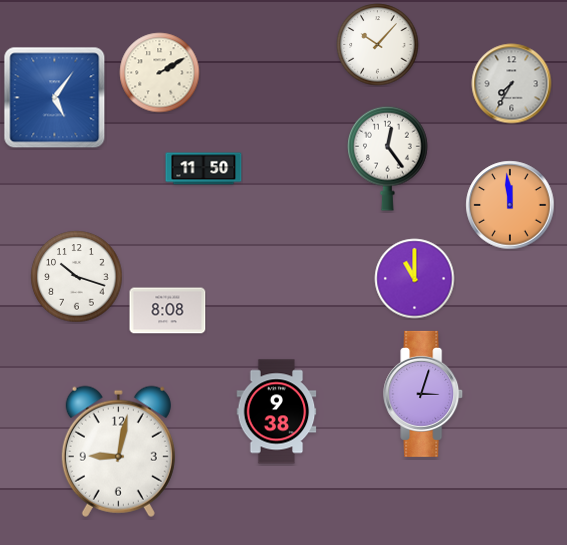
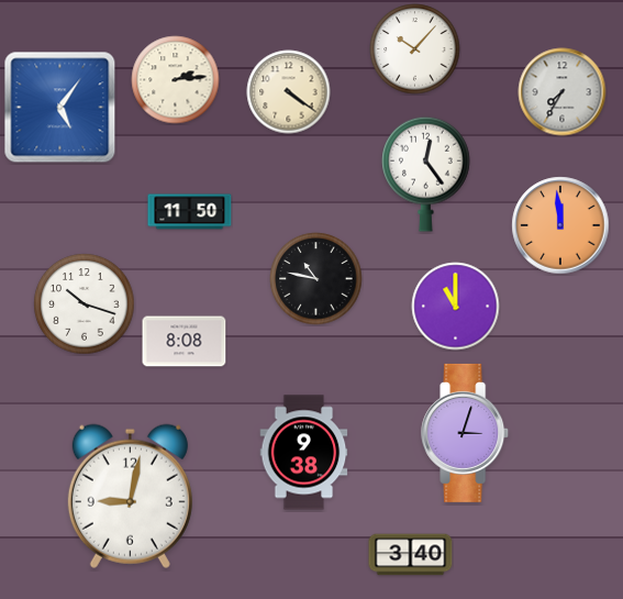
clock at (160, 73): 2:10 -> 2:14
clock at (289, 92): none -> 4:21
clock at (204, 169) position: (204, 169) -> (190, 212)
clock at (316, 279): none -> 10:47
clock at (411, 555): none -> 3:40
